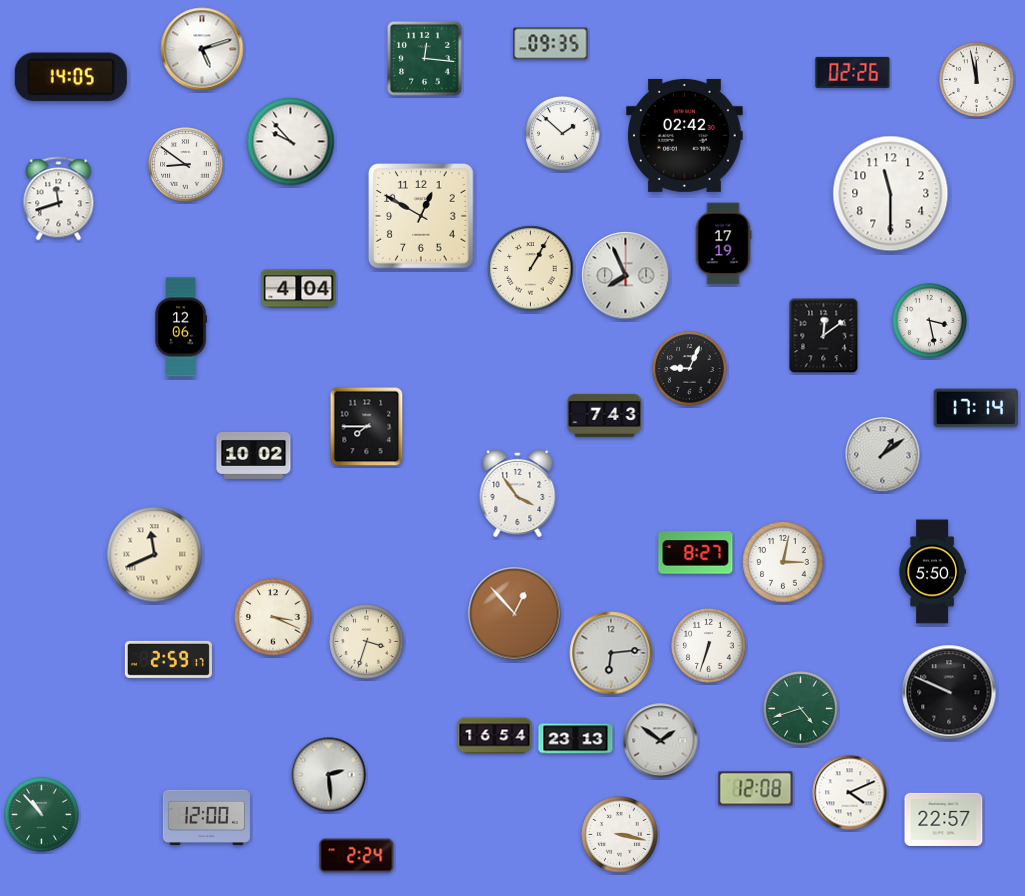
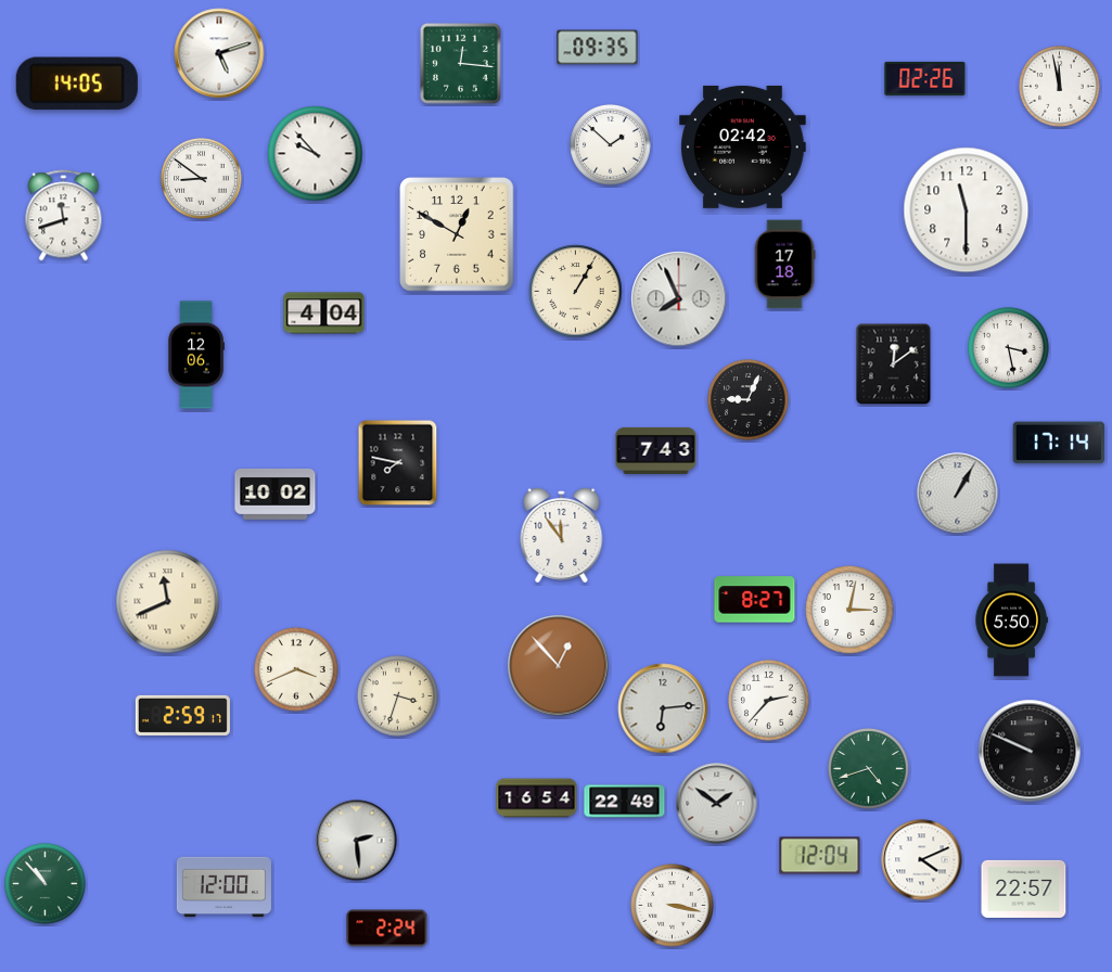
clock at (723, 244): 17:19 -> 17:18
clock at (367, 427): 7:45 -> 7:47
clock at (883, 455): 1:09 -> 1:05
clock at (518, 493): 3:54 -> 11:54
clock at (273, 617): 3:19 -> 3:41
clock at (709, 646): 6:33 -> 2:37
clock at (576, 739): 23:13 -> 22:49
clock at (756, 789): 12:08 -> 12:04
